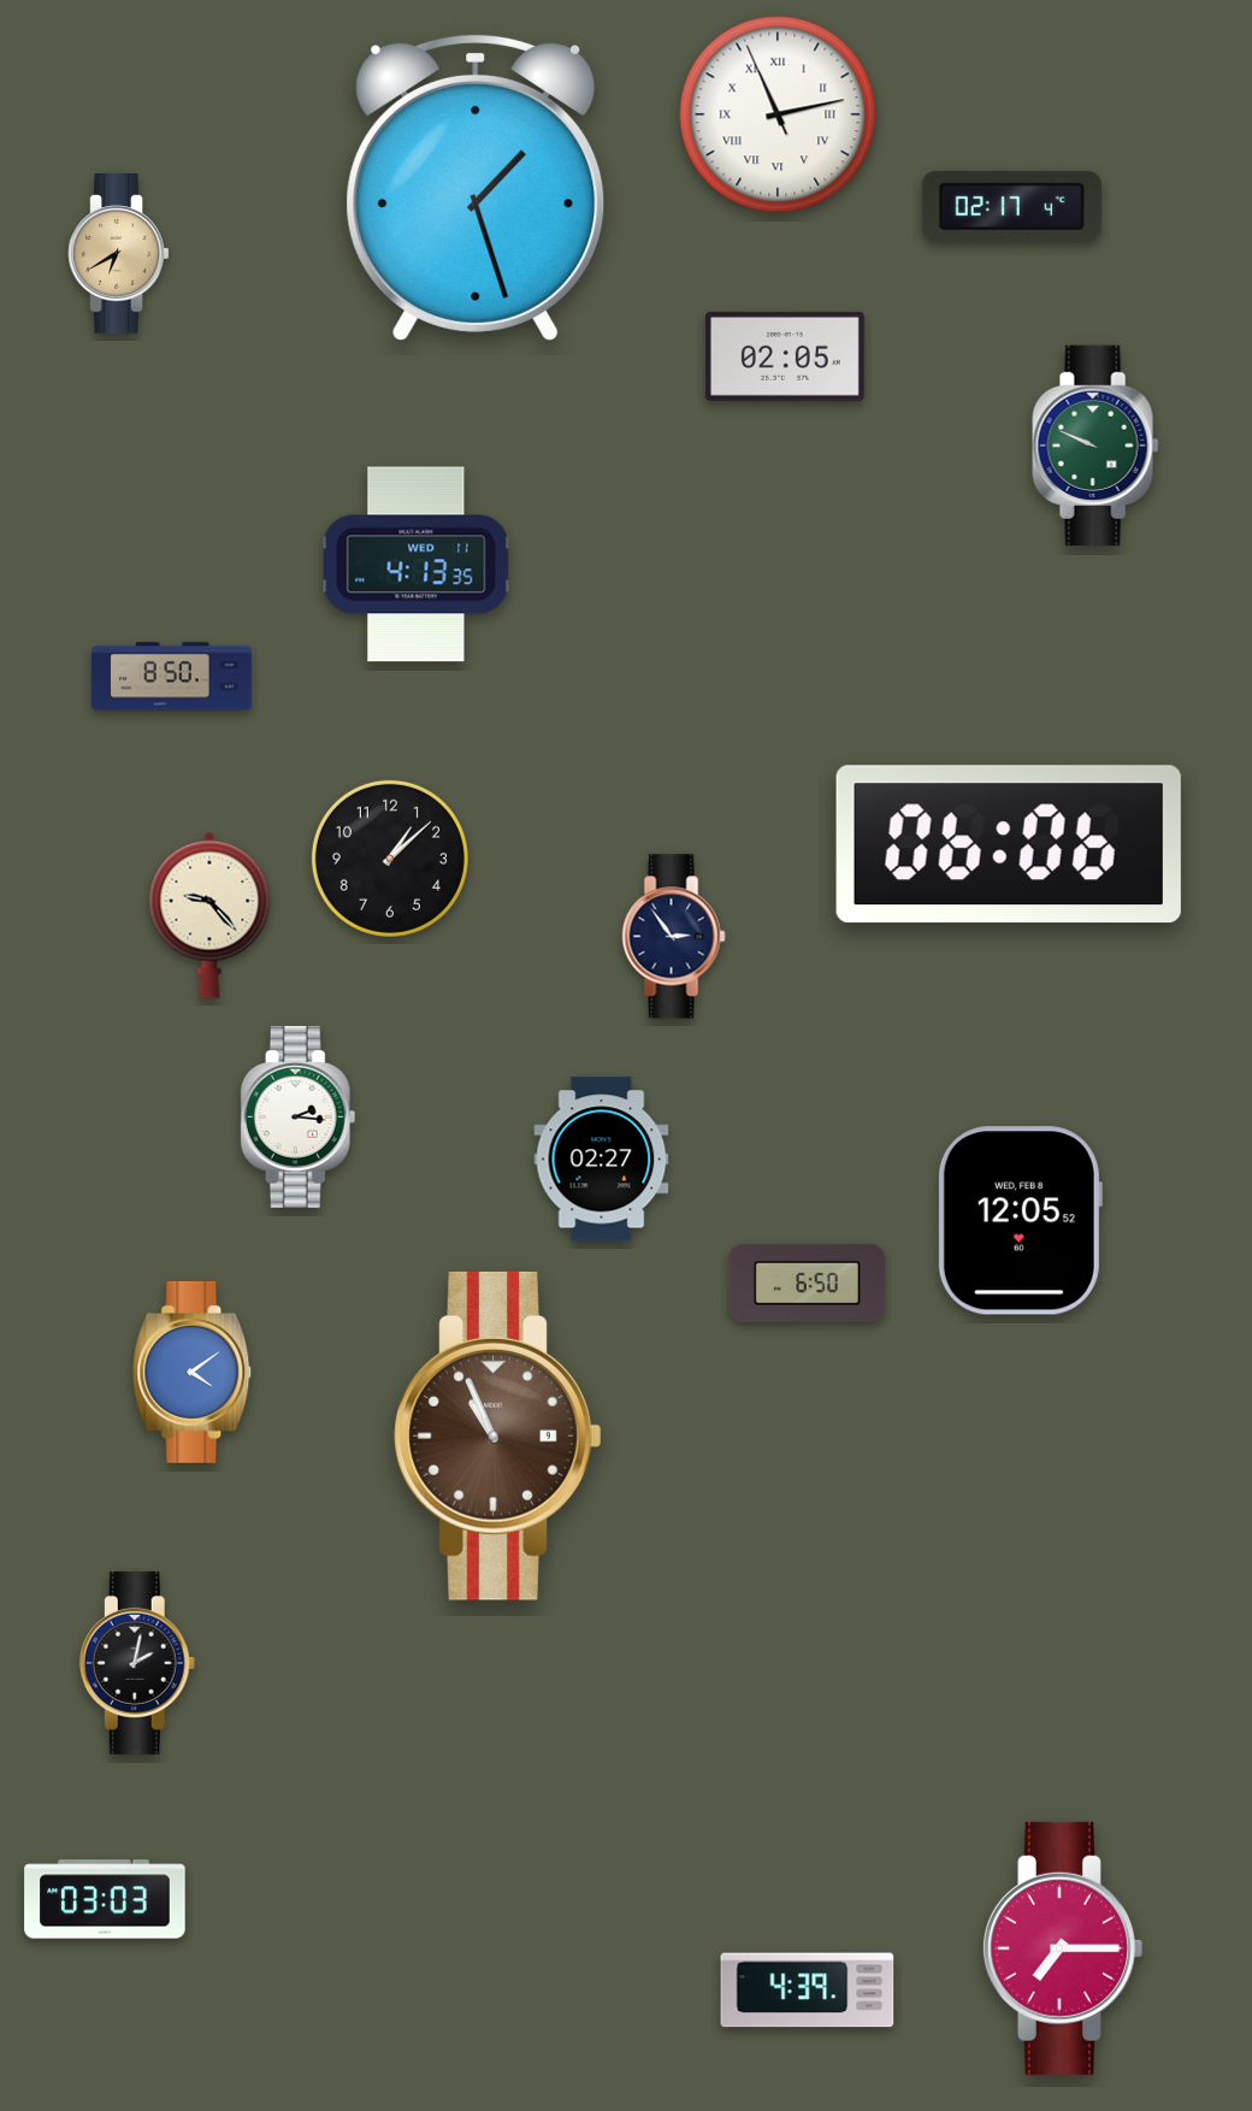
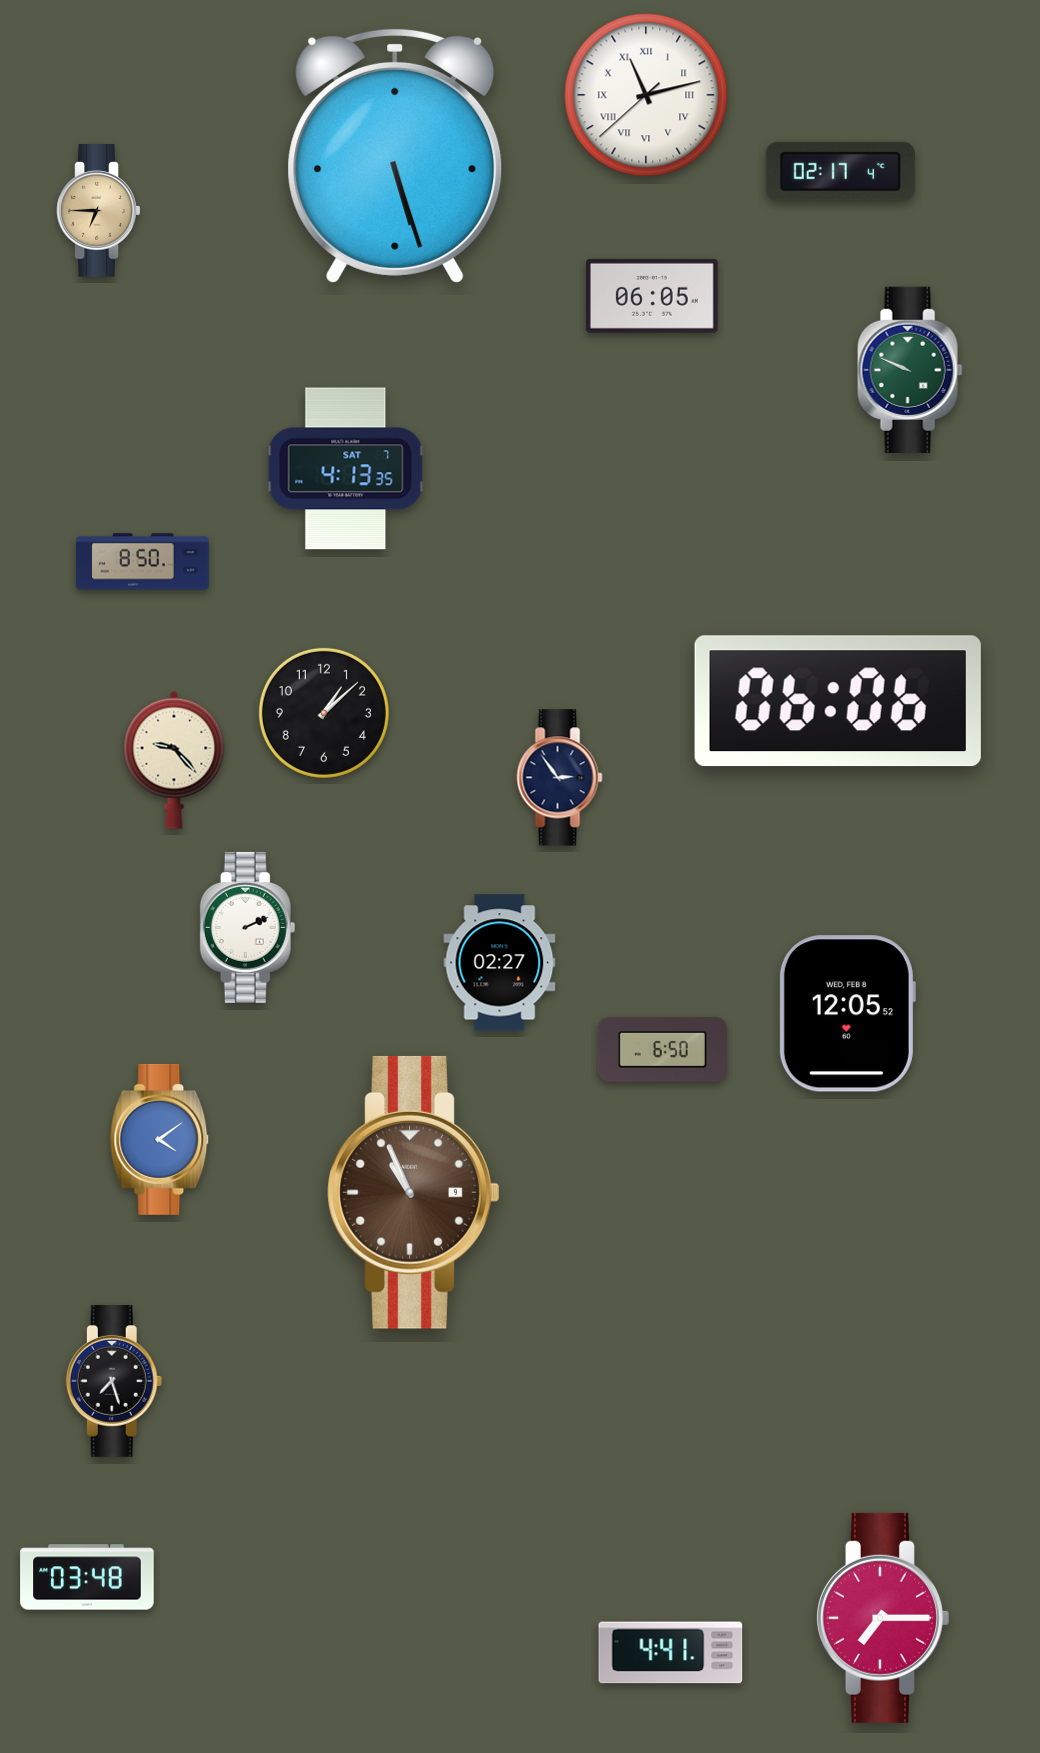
clock at (778, 114): 11:12:56 -> 11:12:38
clock at (476, 188): 1:27 -> 5:27
clock at (119, 254): 6:40 -> 6:45
clock at (785, 356): 02:05 -> 06:05
clock at (417, 565) date: WED 11 -> SAT 7
clock at (299, 1116): 2:16 -> 2:11
clock at (807, 1282) position: (807, 1282) -> (662, 1049)
clock at (137, 1663): 2:02 -> 7:27
clock at (105, 1899): 03:03 -> 03:48
clock at (808, 1991): 4:39 -> 4:41
